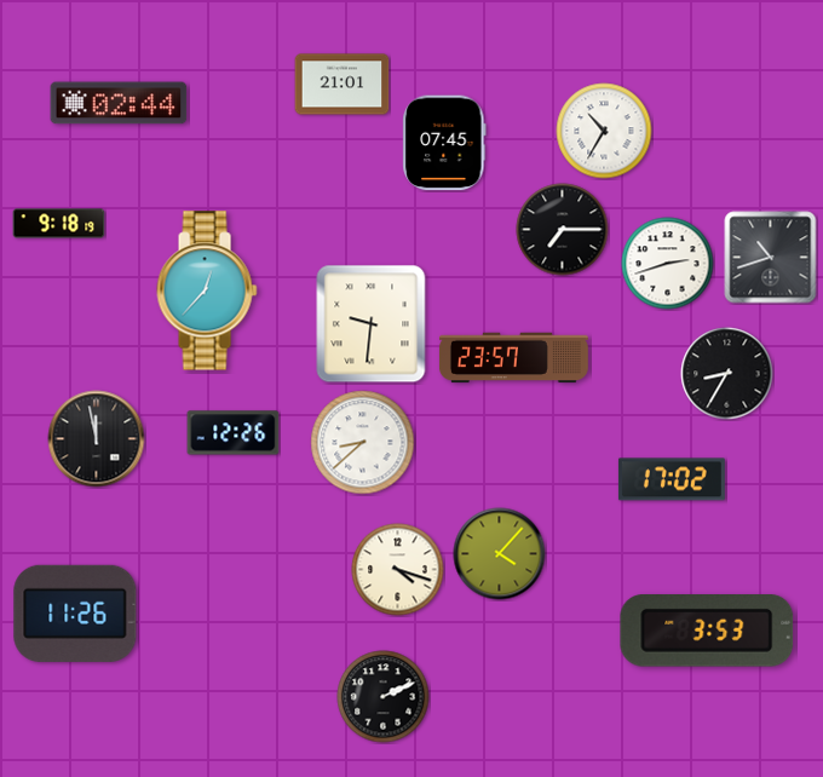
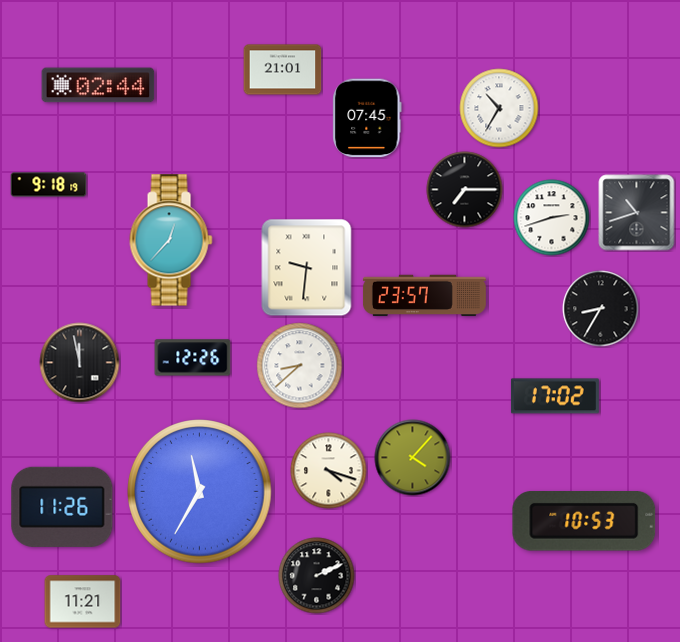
clock at (200, 492): none -> 11:35
clock at (707, 632): 3:53 -> 10:53
clock at (83, 602): none -> 11:21
